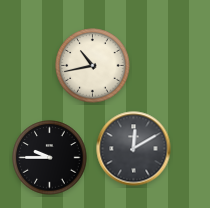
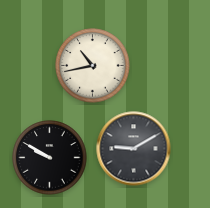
clock at (134, 149): 12:10 -> 9:10
clock at (50, 158): 9:45 -> 9:50
